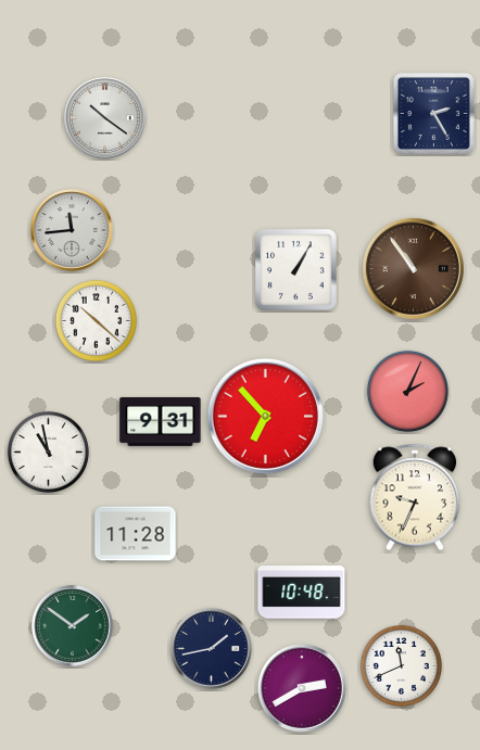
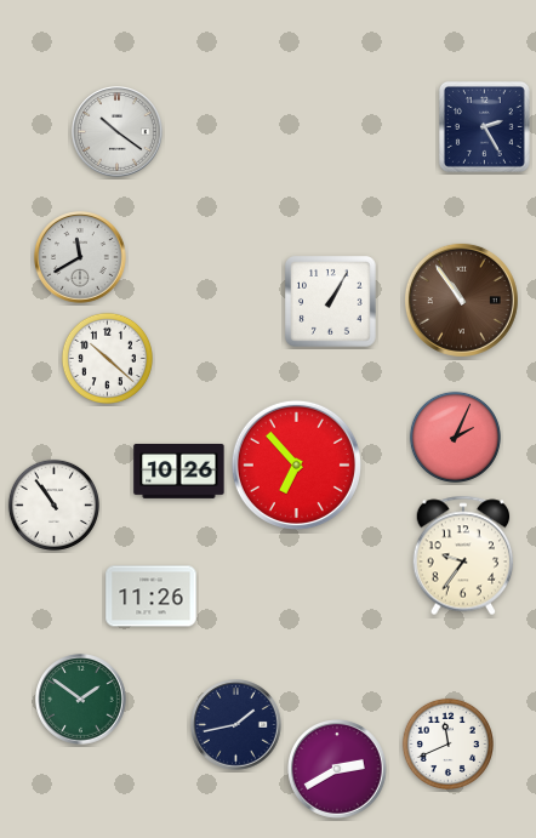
clock at (72, 230): 11:44 -> 11:40
clock at (161, 421): 9:31 -> 10:26
clock at (48, 452): 10:58 -> 10:54
clock at (415, 497): 9:34 -> 9:36
clock at (136, 534): 11:28 -> 11:26
clock at (302, 593): 10:48 -> none
